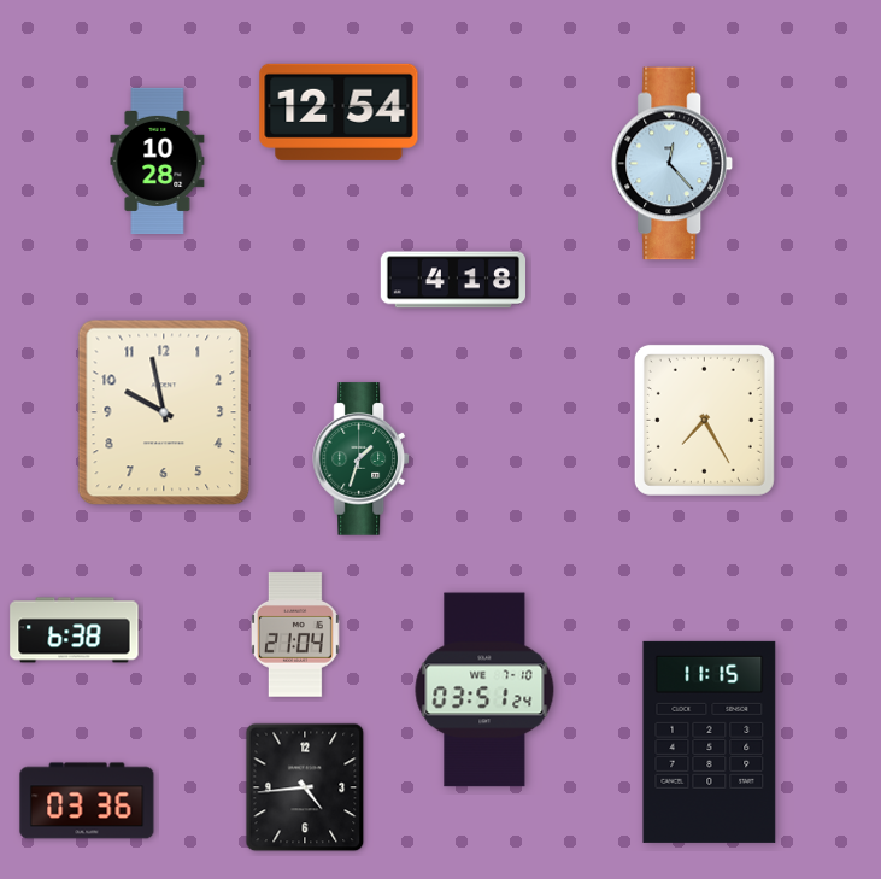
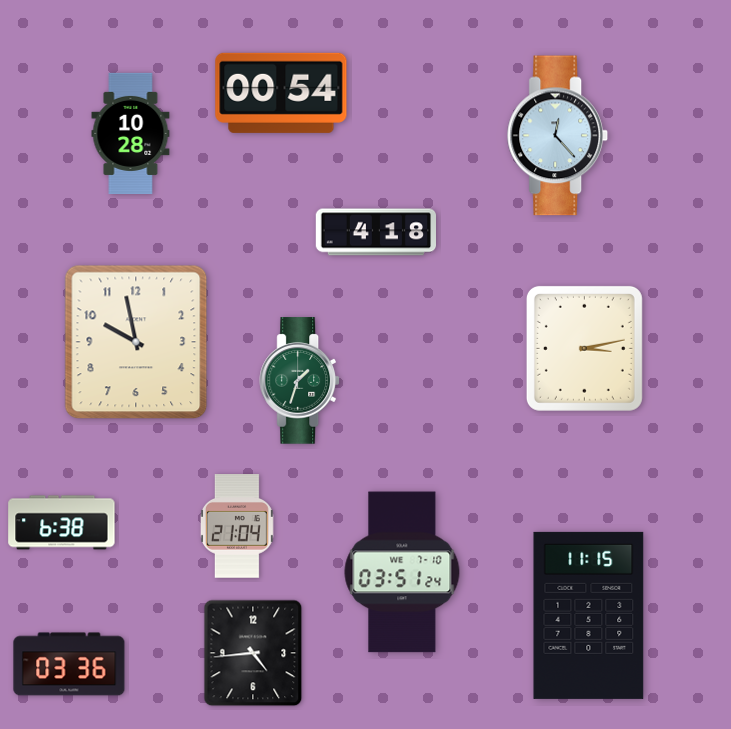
clock at (339, 112): 12:54 -> 00:54
clock at (704, 420): 7:25 -> 3:13
clock at (295, 634) position: (295, 634) -> (237, 526)
clock at (87, 801) position: (87, 801) -> (69, 664)
